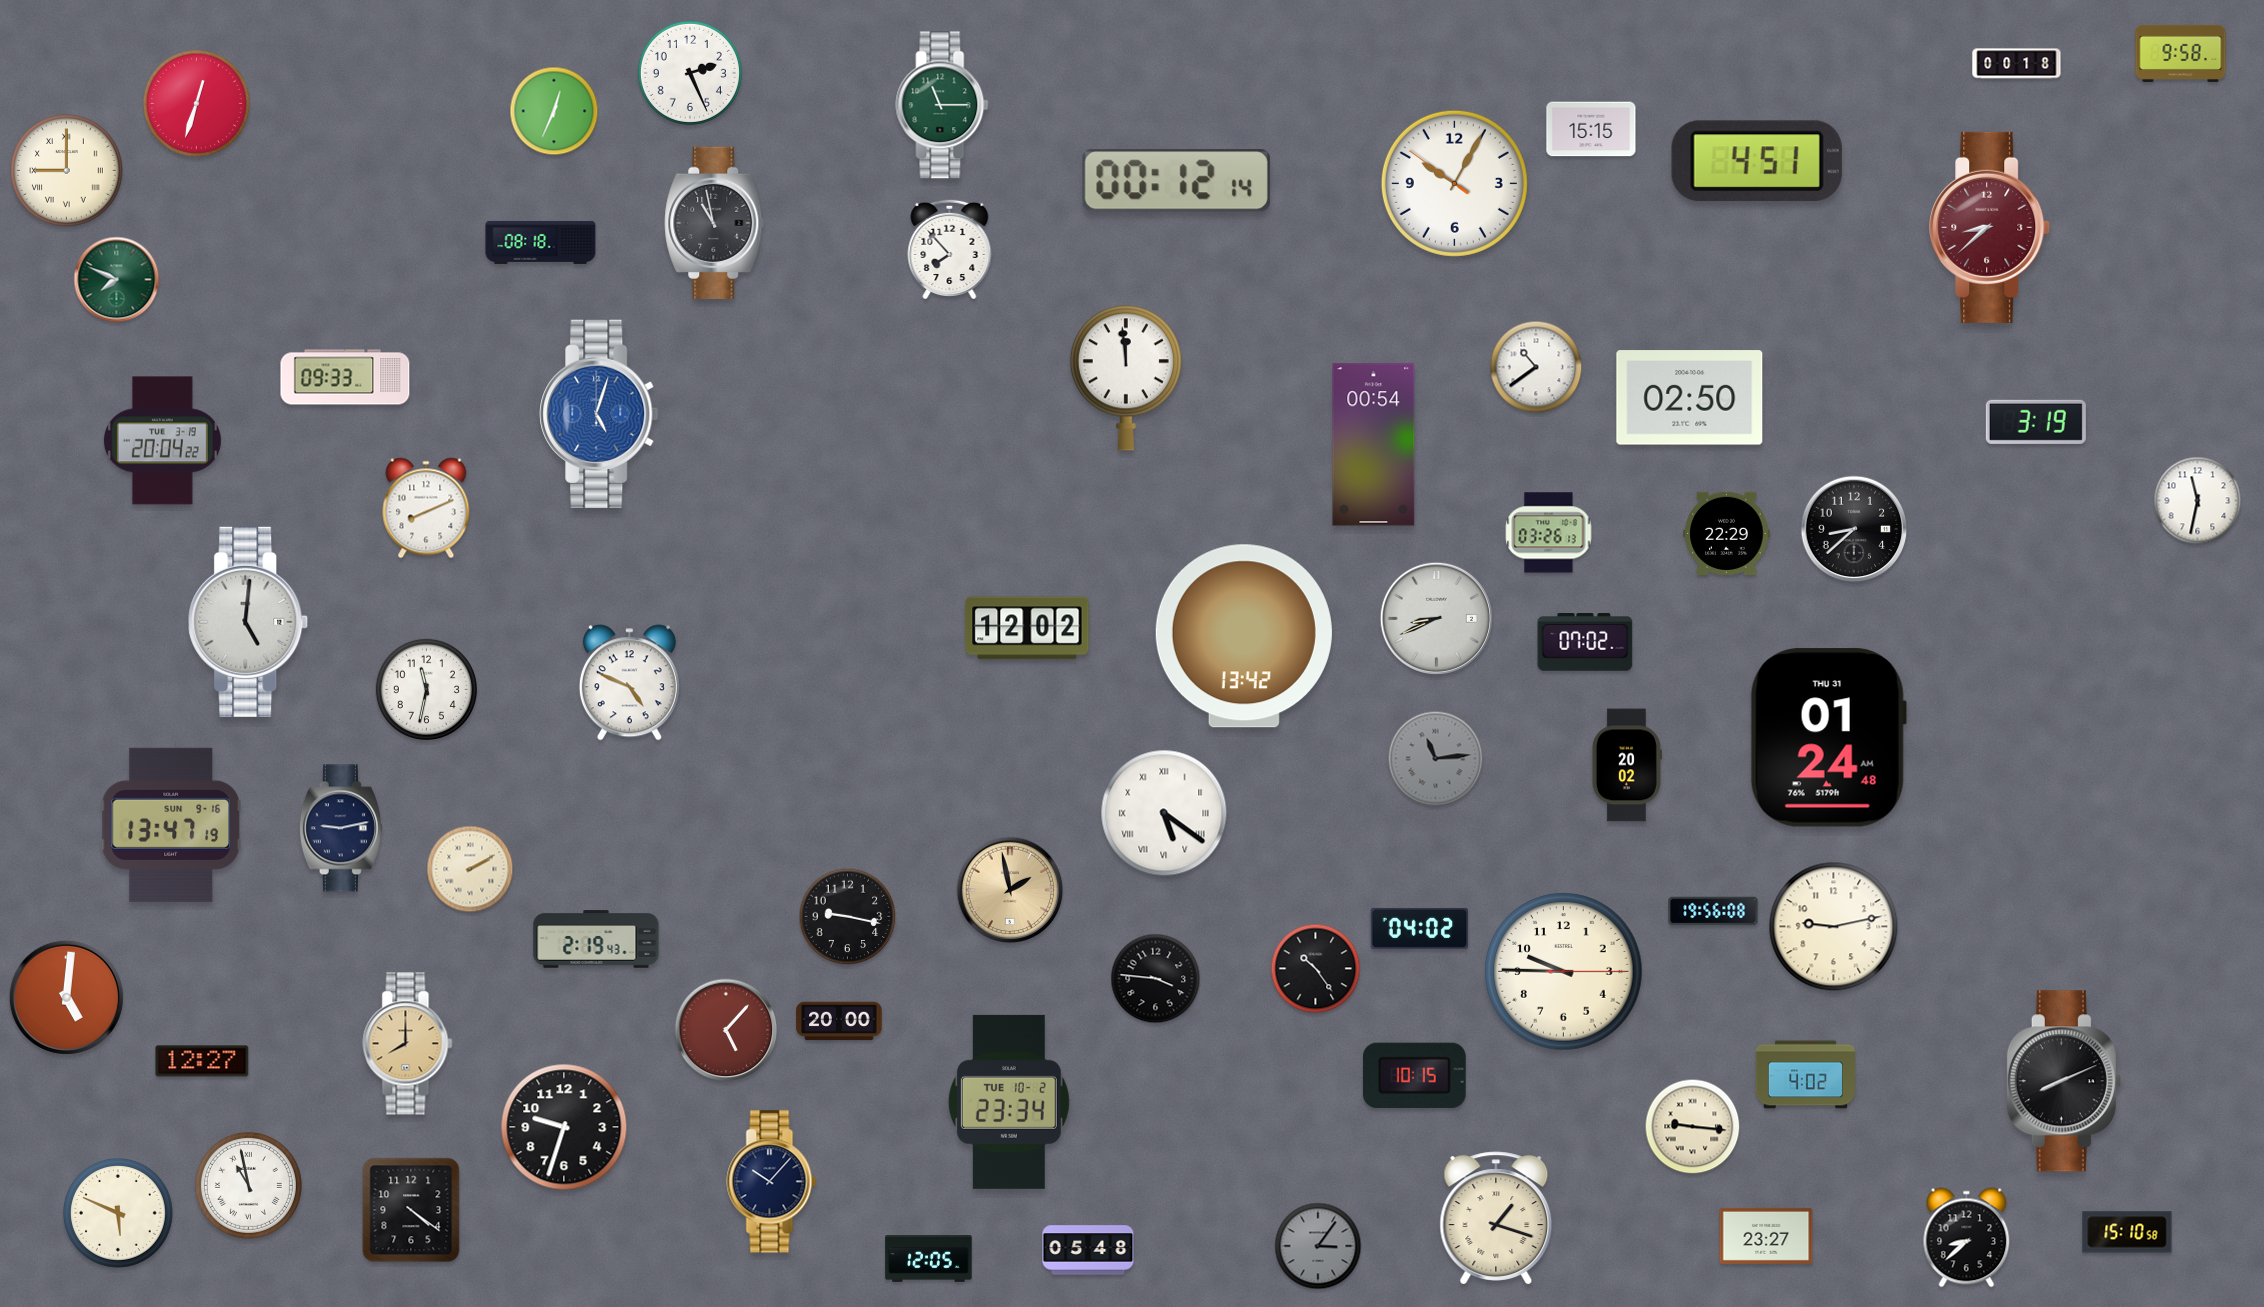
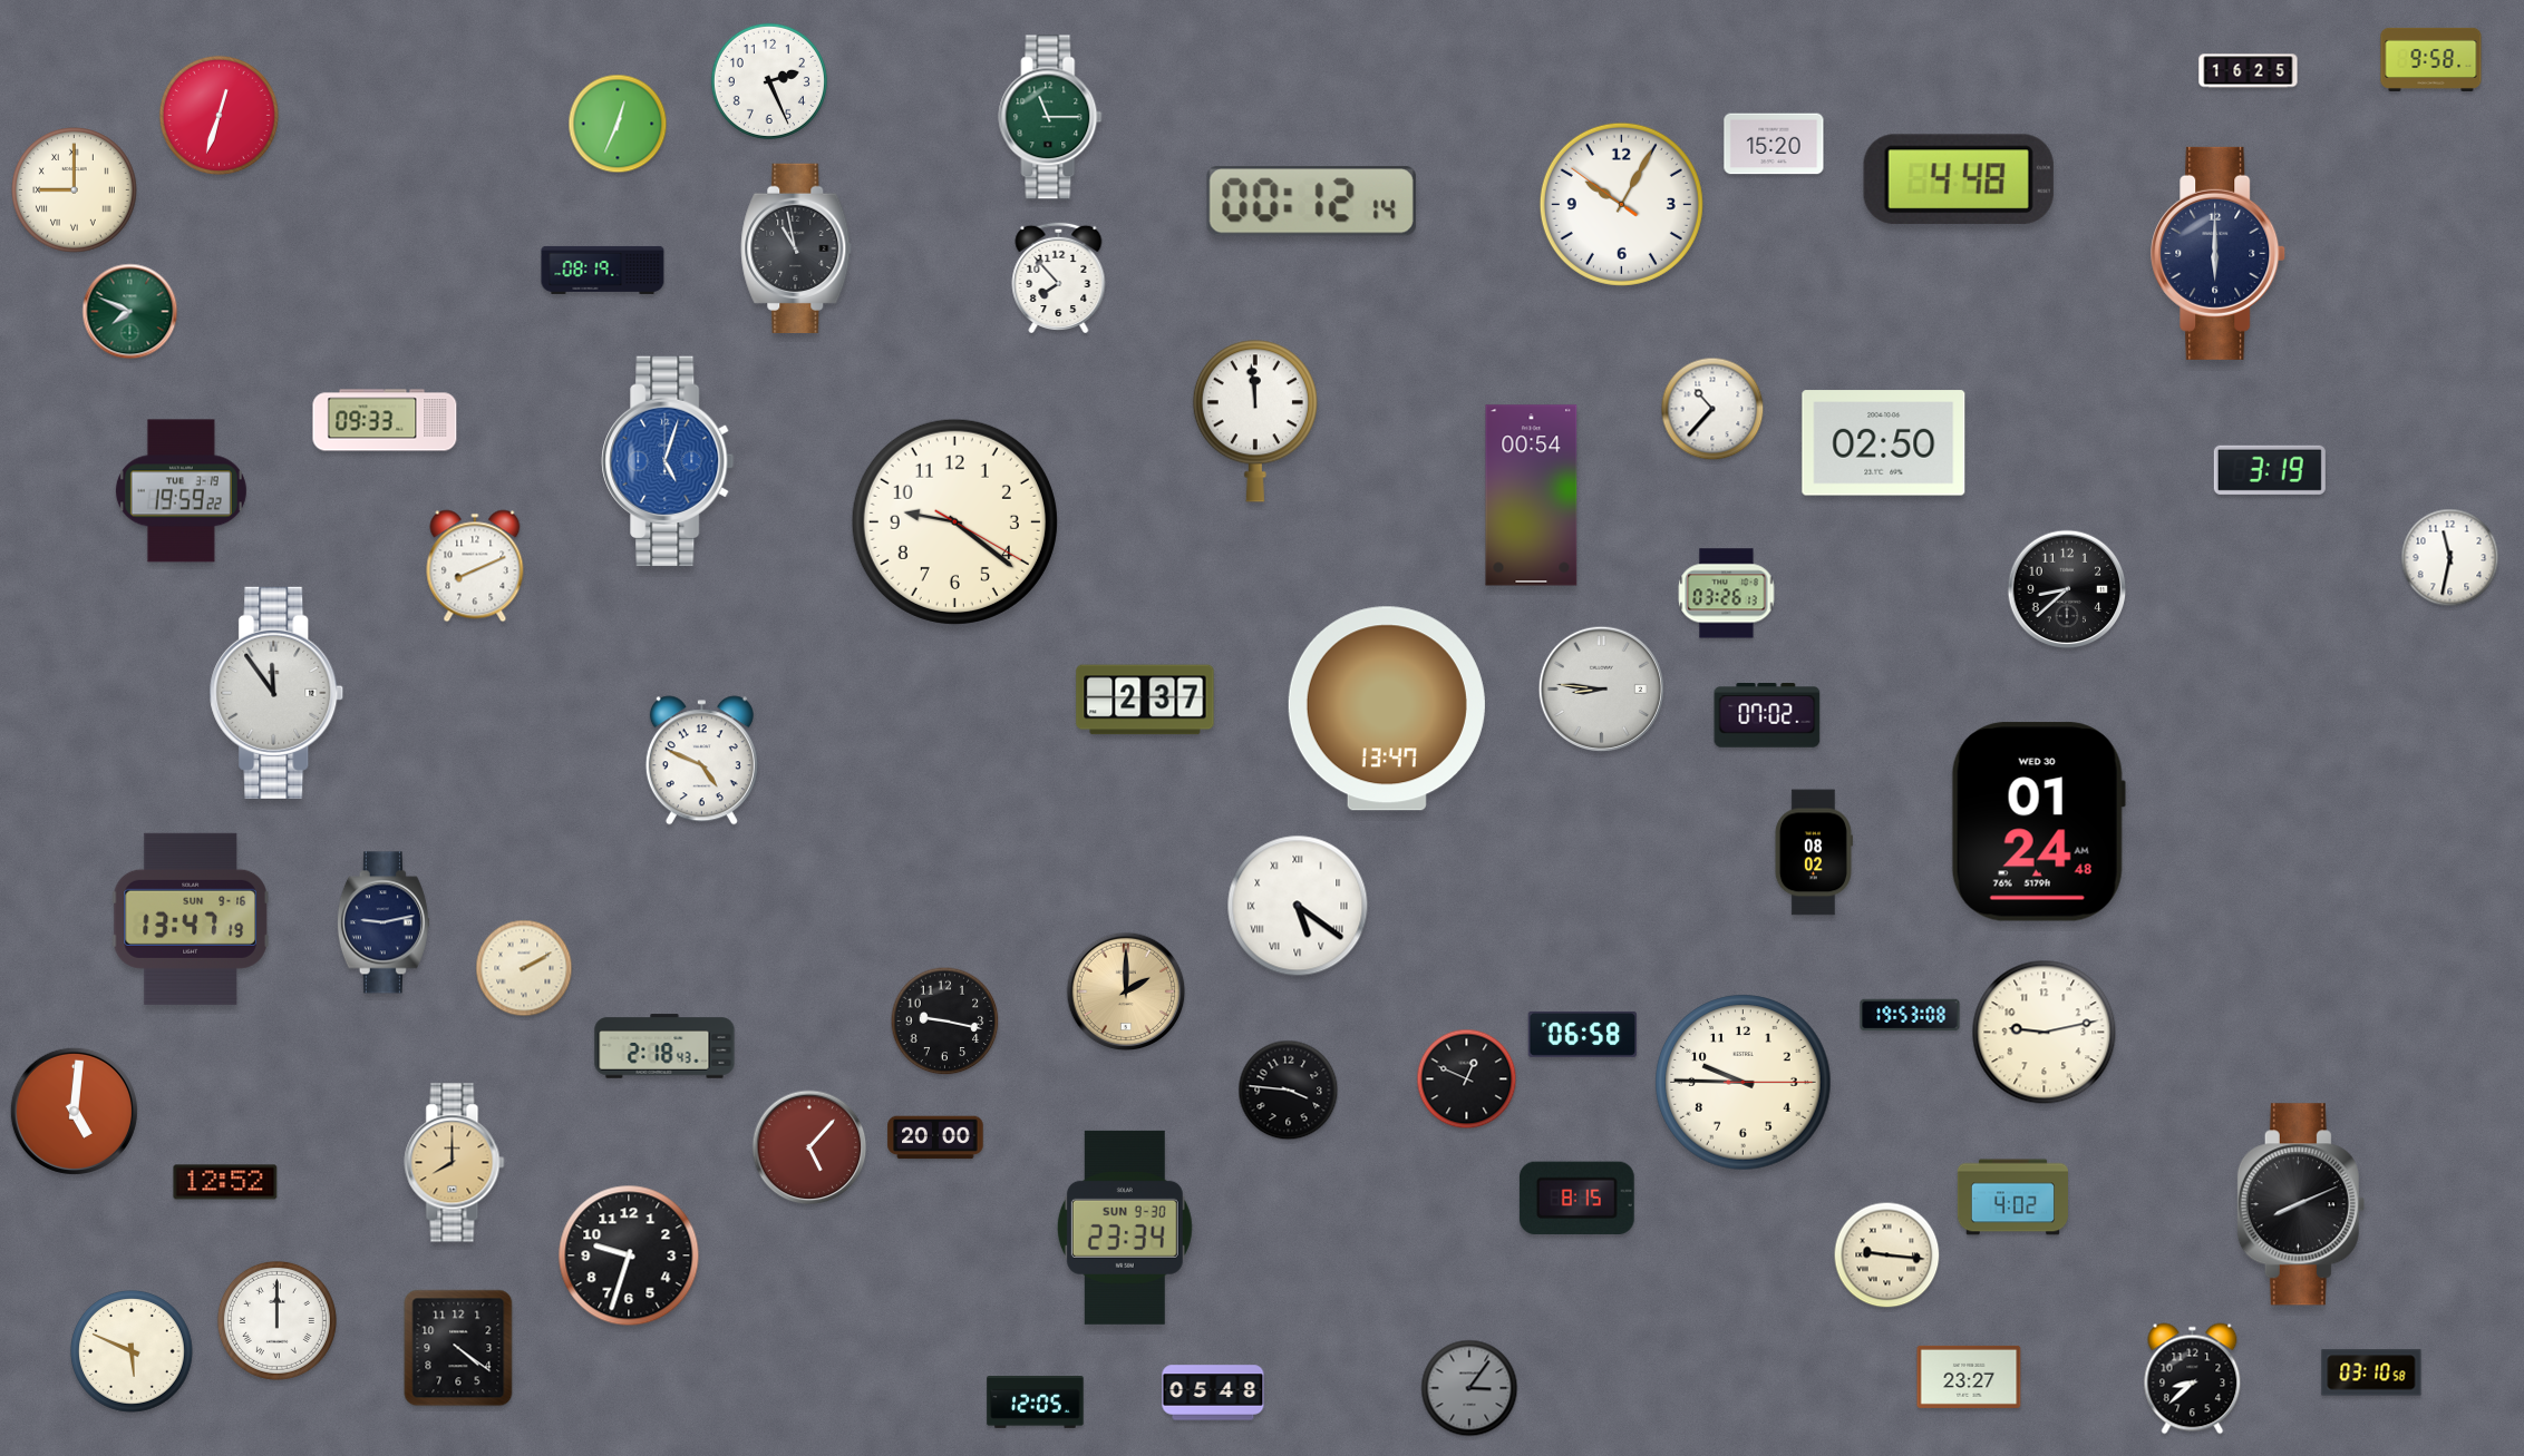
clock at (2017, 64): 00:18 -> 16:25
clock at (1591, 129): 15:15 -> 15:20
clock at (1757, 161): 4:51 -> 4:48
clock at (1990, 227): 8:38 -> 6:00
clock at (1990, 227) dial: burgundy -> navy
clock at (541, 242): 08:18 -> 08:19
clock at (1536, 367): 10:39 -> 10:37
clock at (162, 441): 20:04 -> 19:59
clock at (954, 521): none -> 9:21
clock at (1727, 533): 22:29 -> none
clock at (1436, 618): 8:41 -> 8:46
clock at (248, 622): 5:01 -> 11:54
clock at (1027, 628): 12:02 -> 2:37
clock at (1244, 636): 13:42 -> 13:47
clock at (426, 689): 11:32 -> none
clock at (1828, 738) date: THU 31 -> WED 30
clock at (1436, 759): 11:14 -> none
clock at (1626, 765): 20:02 -> 08:02
clock at (341, 828) position: (341, 828) -> (384, 922)
clock at (1010, 890): 1:58 -> 2:00
clock at (1713, 911): 19:56 -> 19:53
clock at (1420, 928): 04:02 -> 06:58
clock at (596, 939): 2:19 -> 2:18
clock at (1316, 969): 10:24 -> 12:49
clock at (202, 1061): 12:27 -> 12:52
clock at (1414, 1075): 10:15 -> 8:15
clock at (1009, 1102) date: TUE 10-2 -> SUN 9-30
clock at (772, 1182): 10:07 -> none
clock at (248, 1185): 10:58 -> 12:00
clock at (1496, 1218): 1:18 -> none
clock at (2127, 1232): 15:10 -> 03:10
